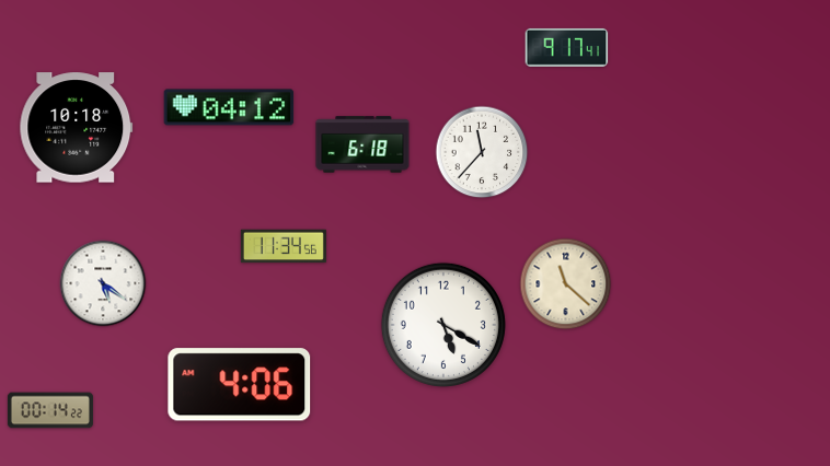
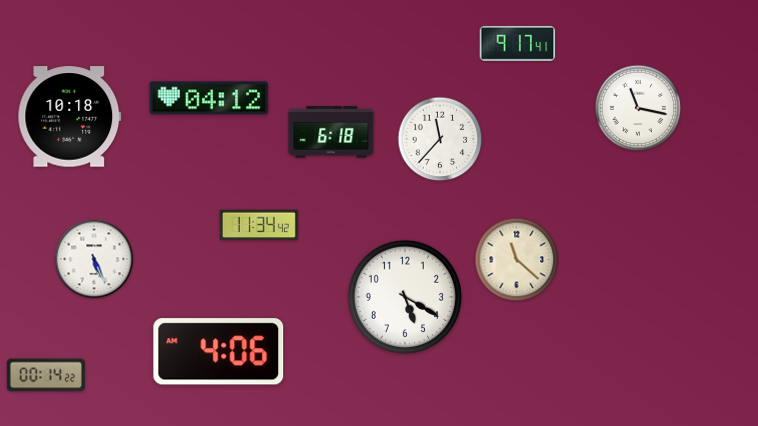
clock at (638, 108): none -> 11:17
clock at (284, 246): 11:34:56 -> 11:34:42
clock at (103, 283): 5:21 -> 5:26
